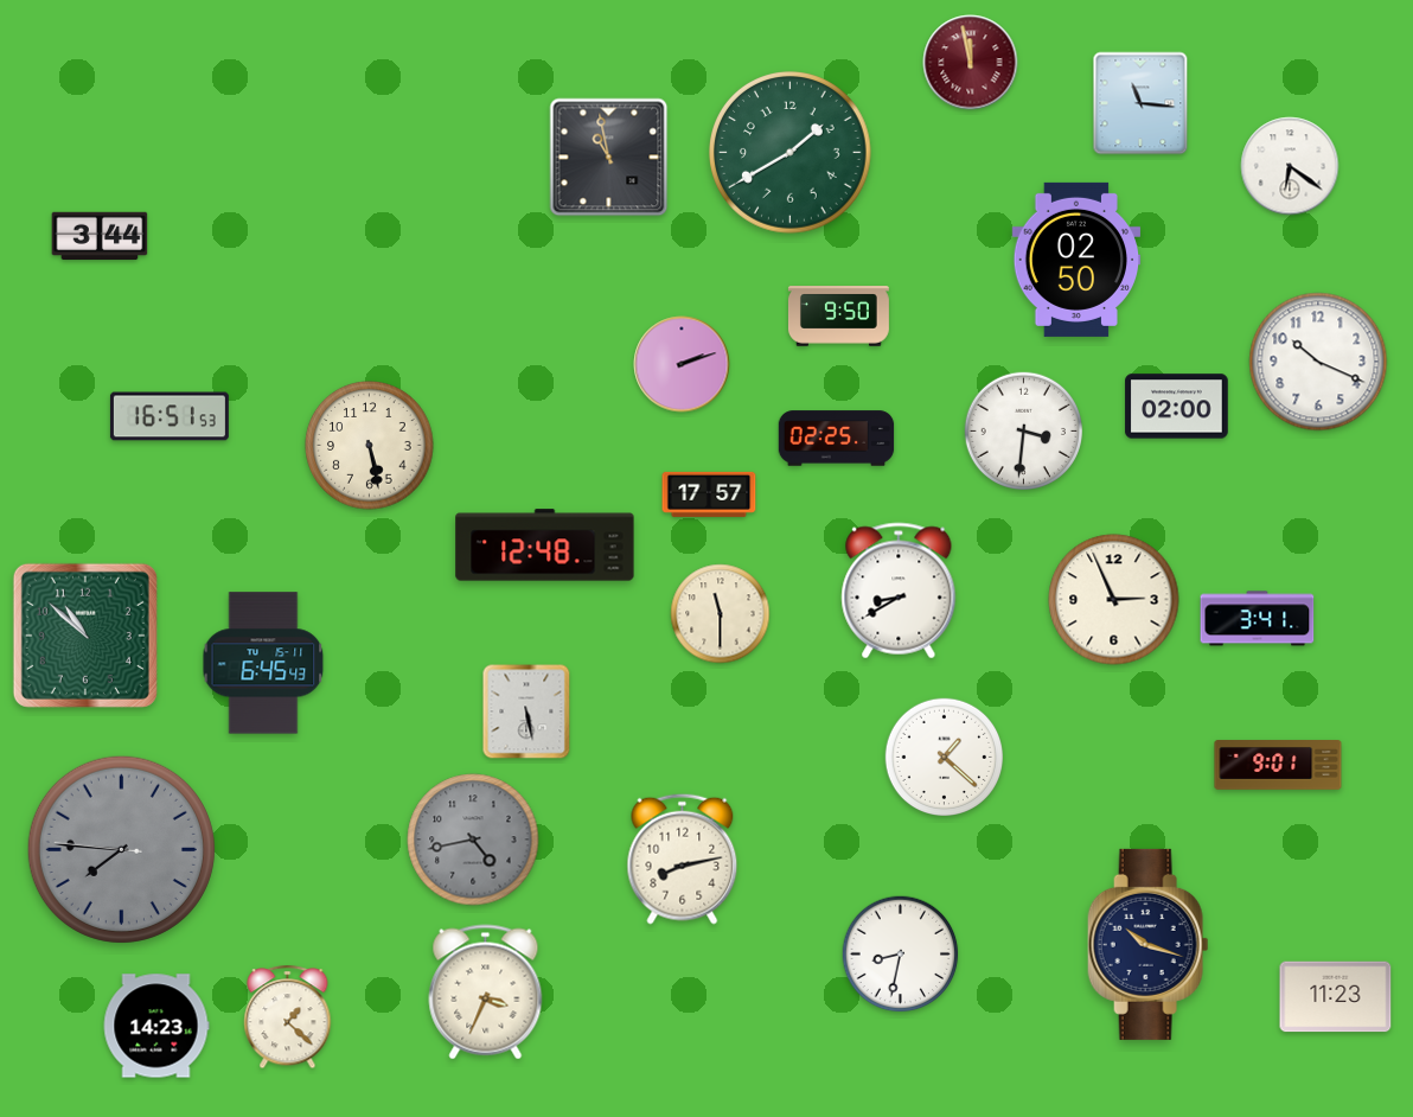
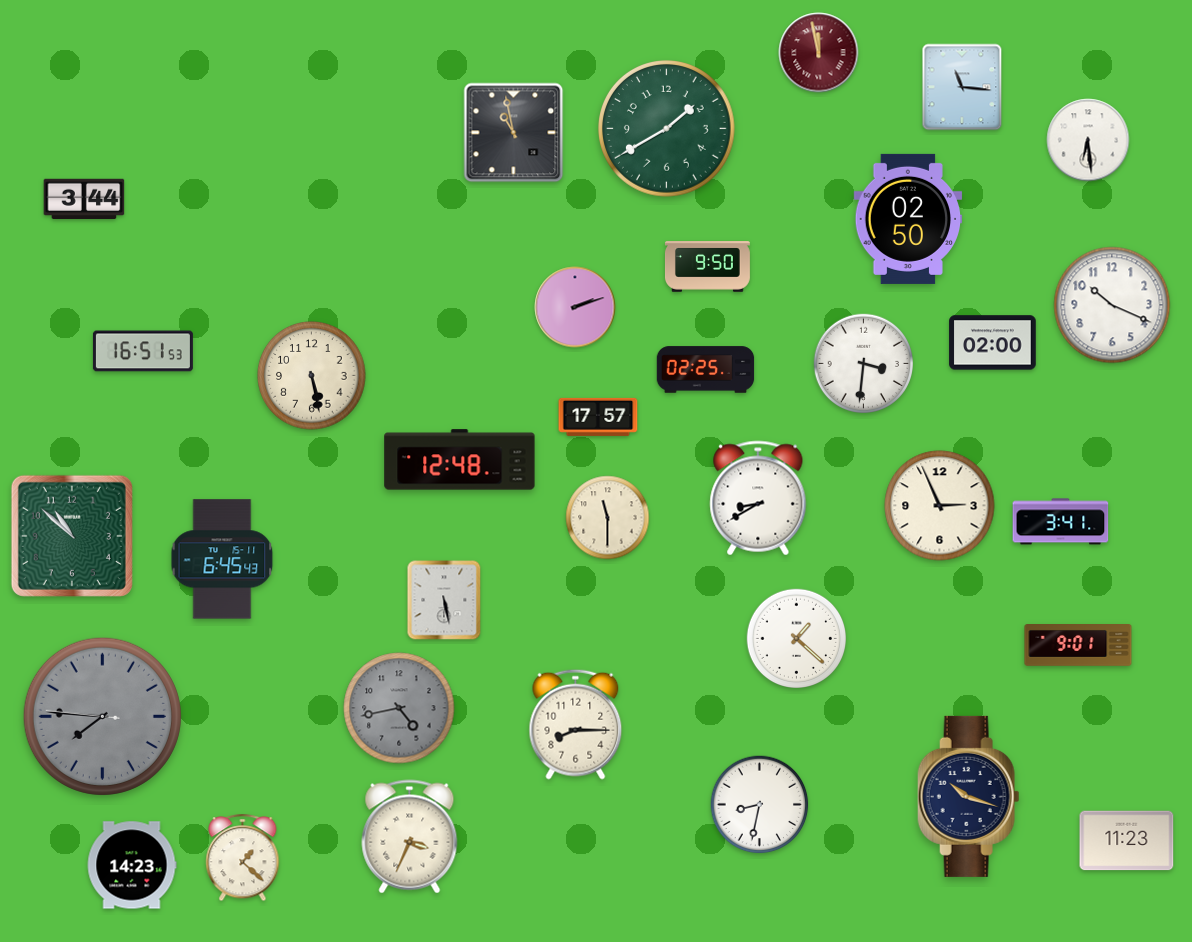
clock at (1290, 166): 6:21 -> 6:29
clock at (683, 859): 8:13 -> 8:15
